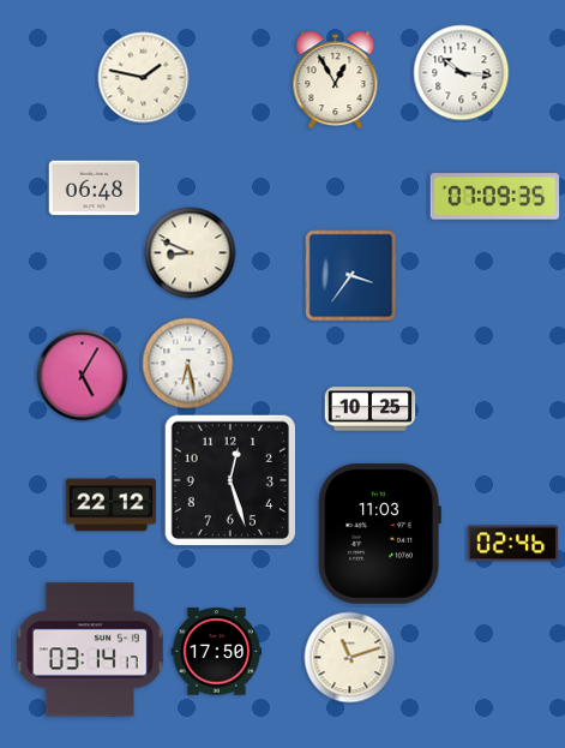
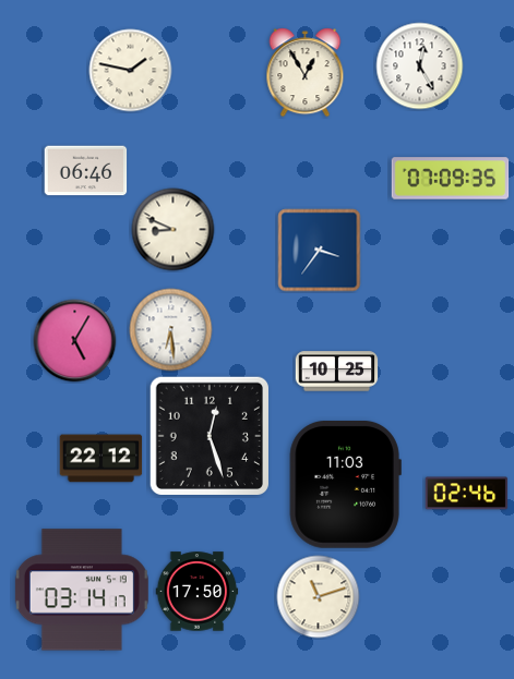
clock at (462, 73): 10:16 -> 12:25
clock at (95, 189): 06:48 -> 06:46
clock at (188, 364): 6:28 -> 6:29
